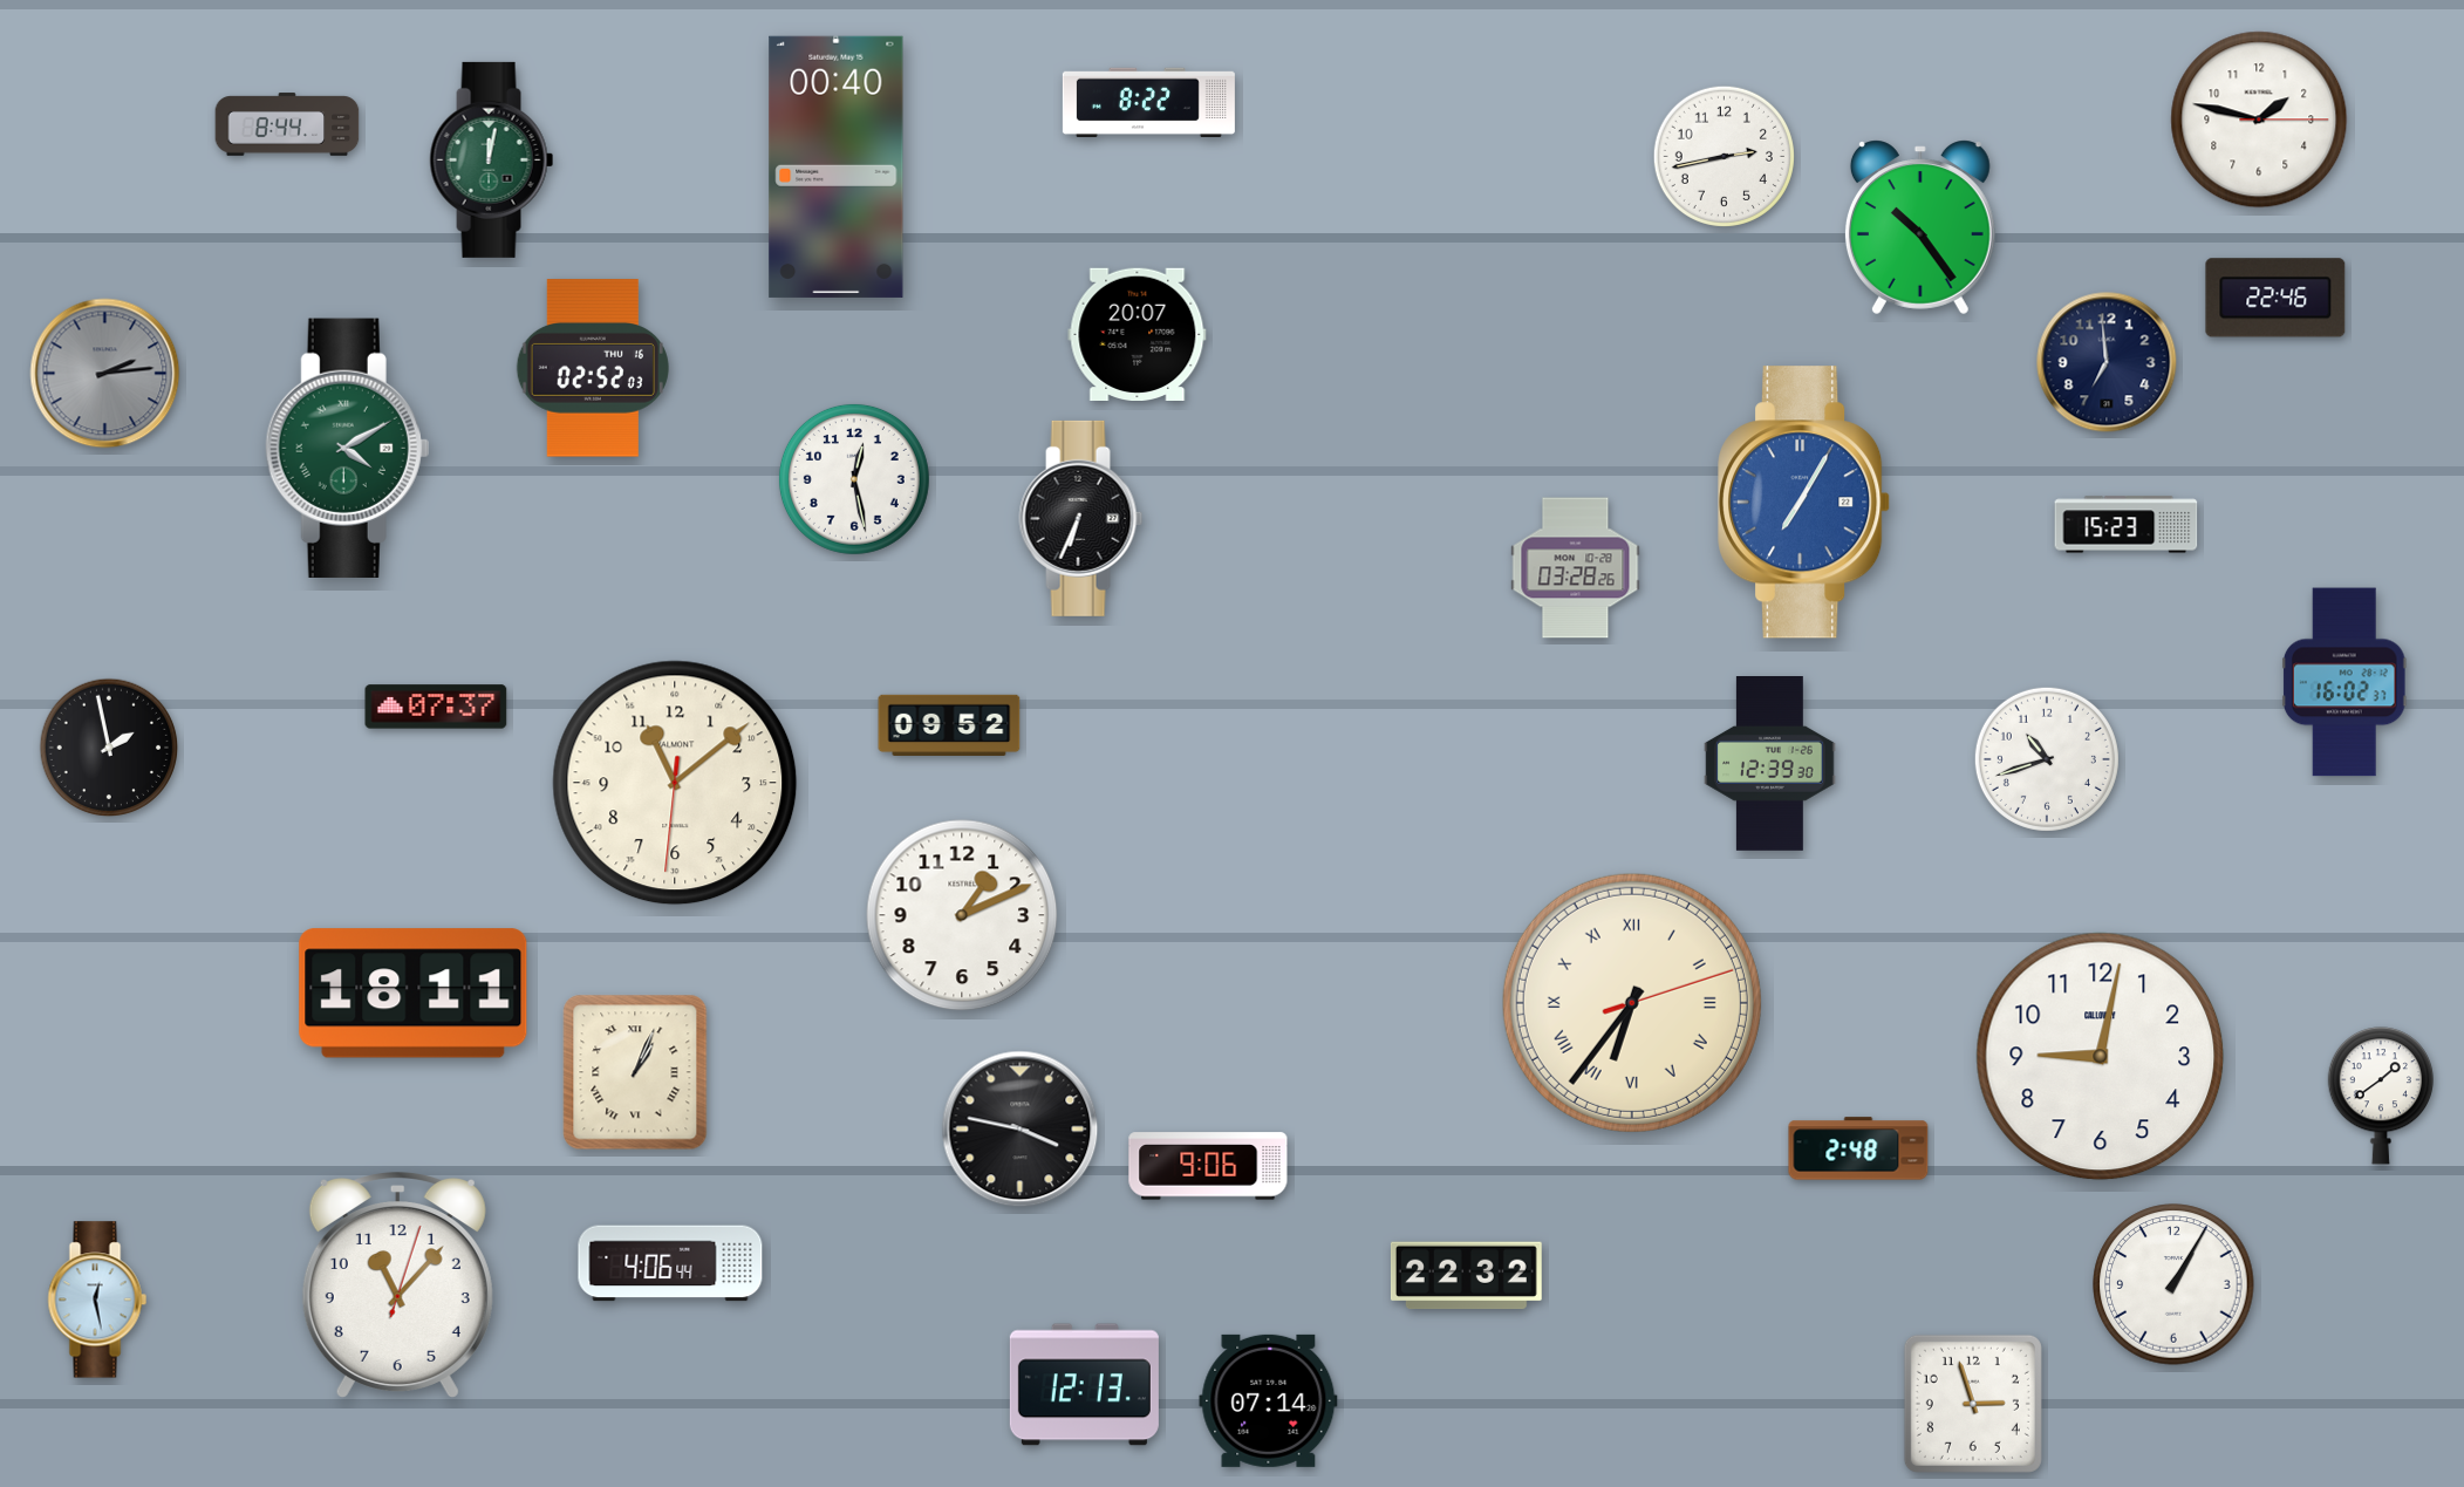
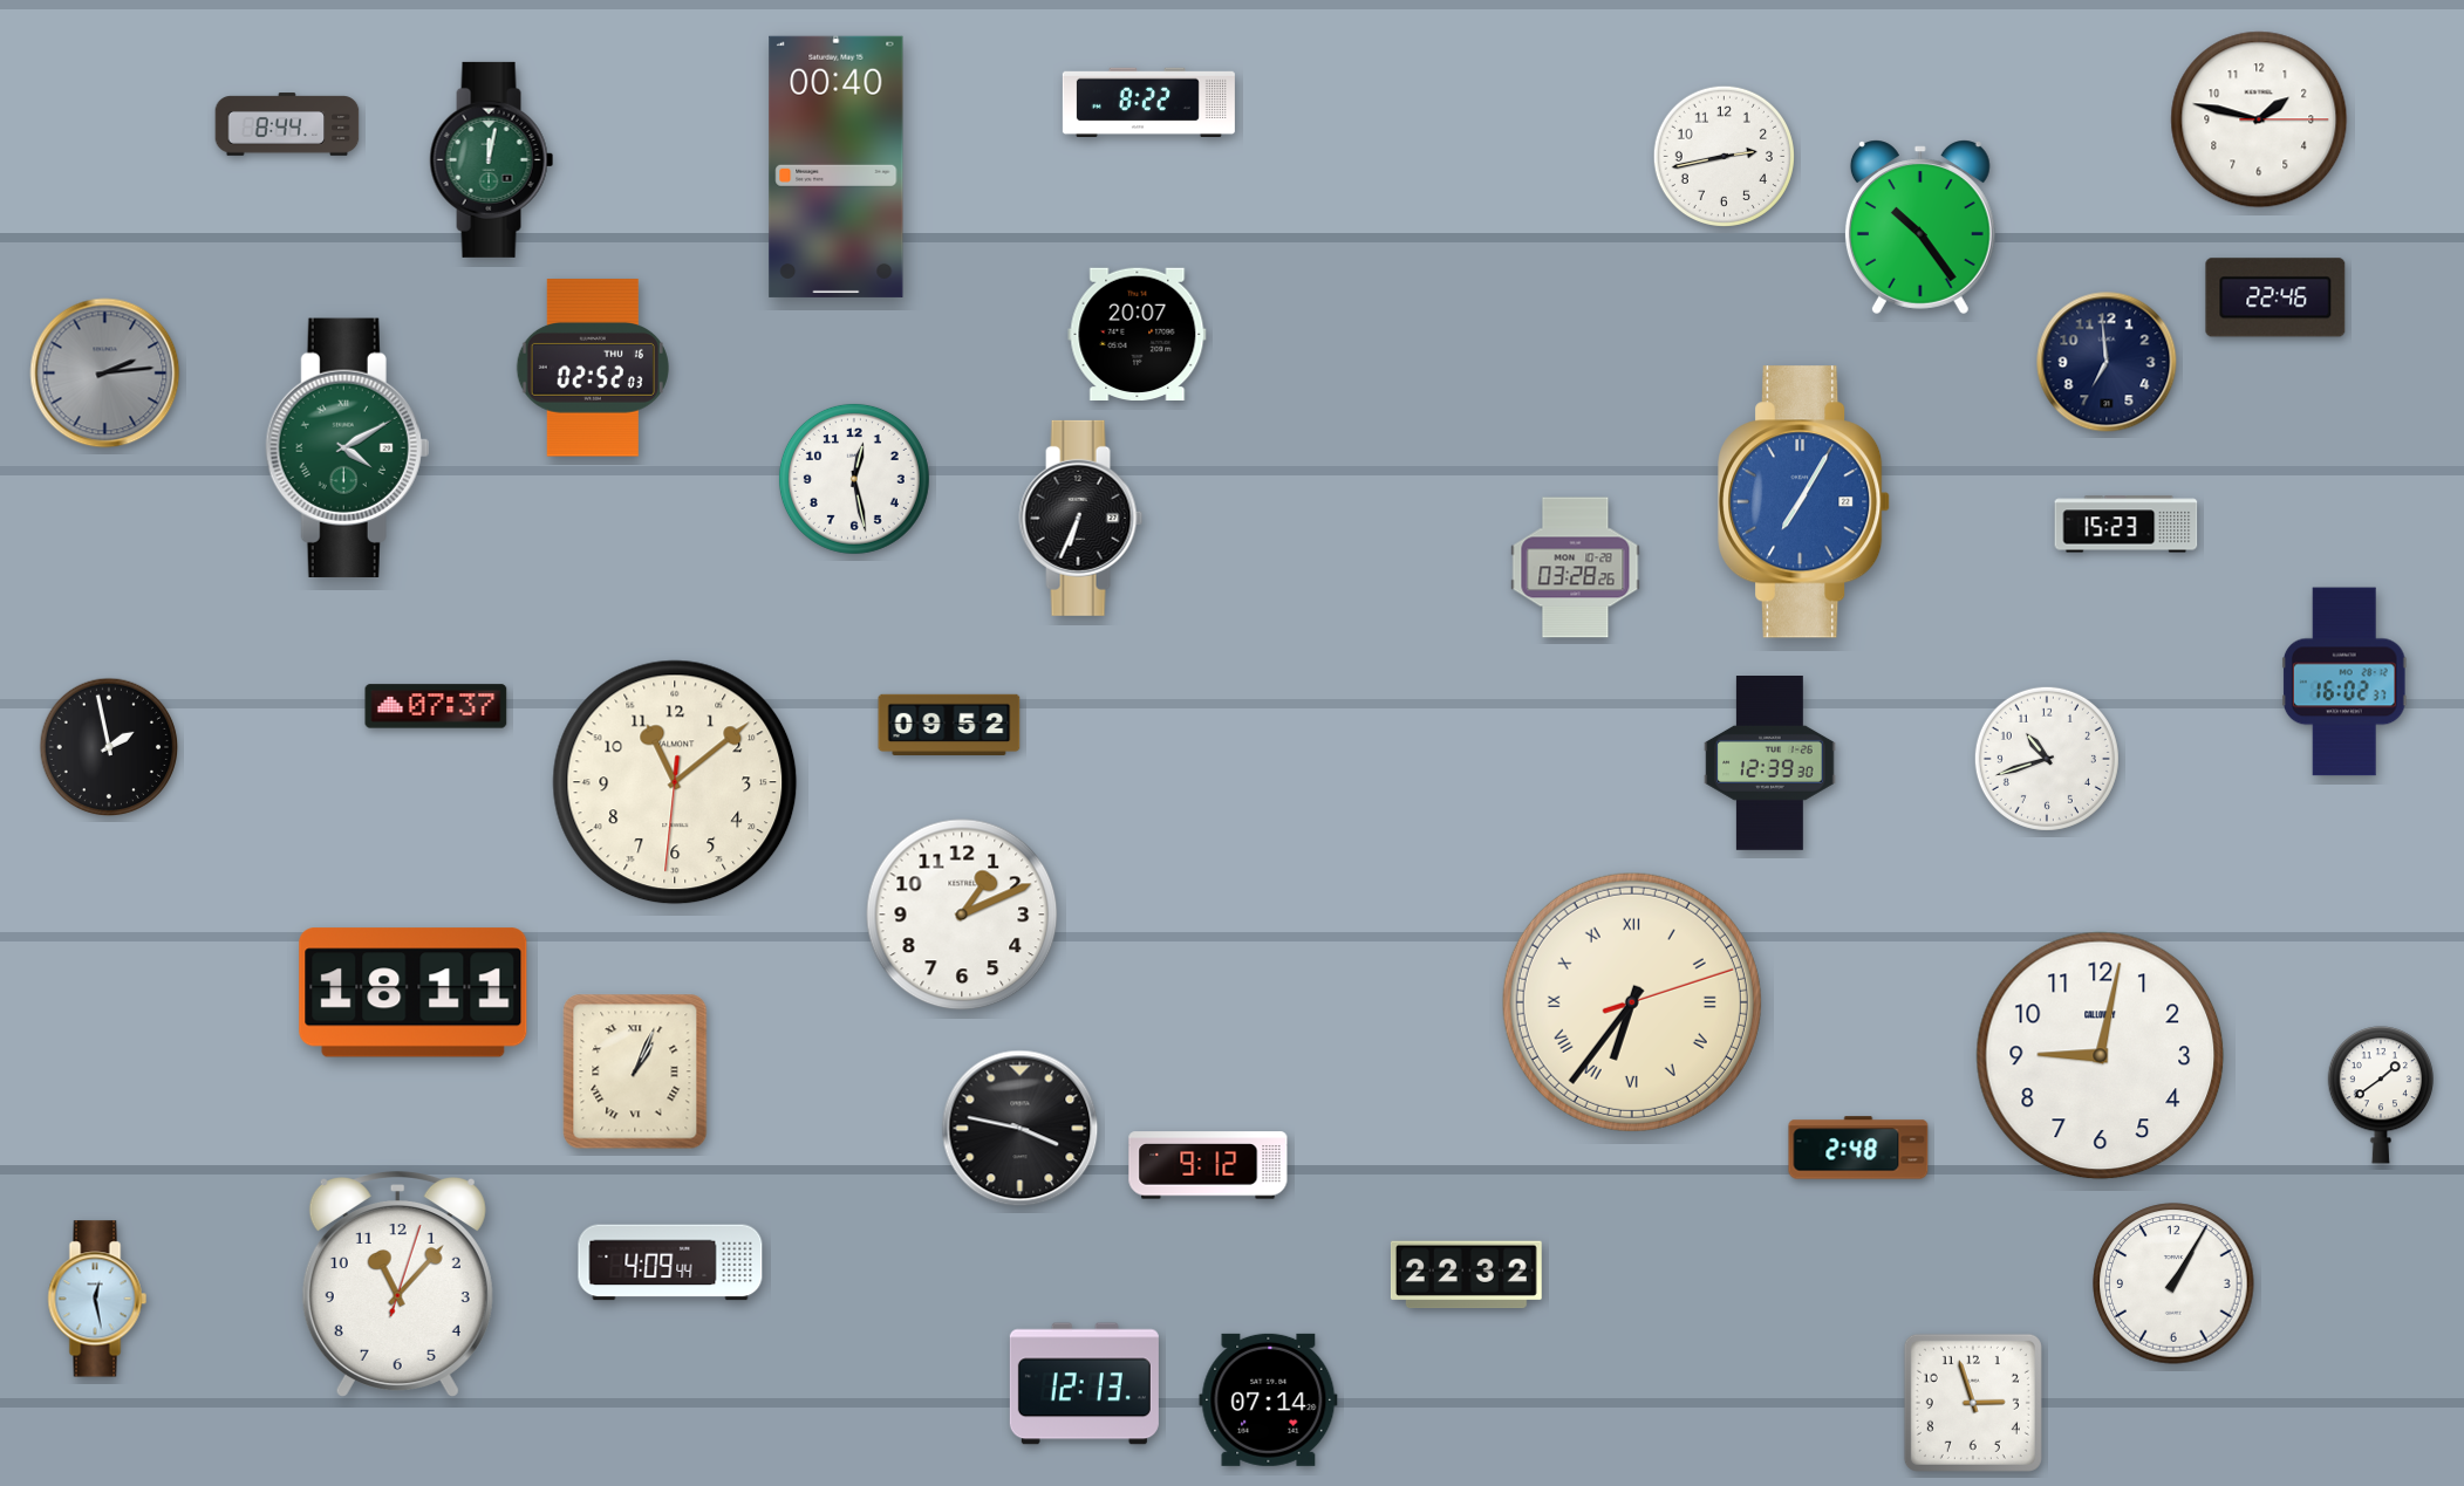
clock at (1208, 1166): 9:06 -> 9:12
clock at (670, 1263): 4:06 -> 4:09
